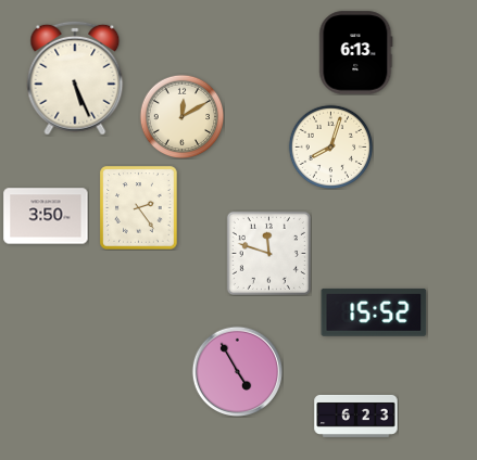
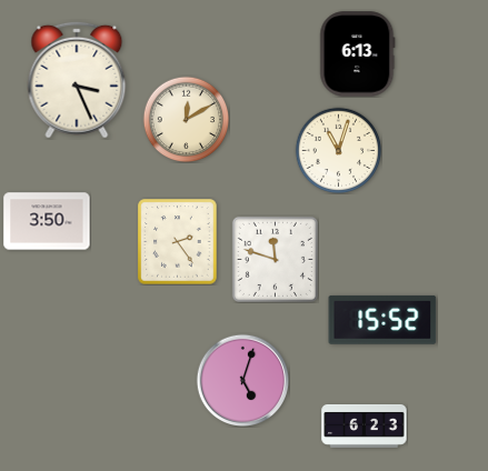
clock at (356, 53) position: (356, 53) -> (358, 54)
clock at (75, 78): 5:26 -> 3:26
clock at (330, 146): 8:03 -> 11:03
clock at (139, 208) position: (139, 208) -> (178, 242)
clock at (237, 371): 4:55 -> 5:03
